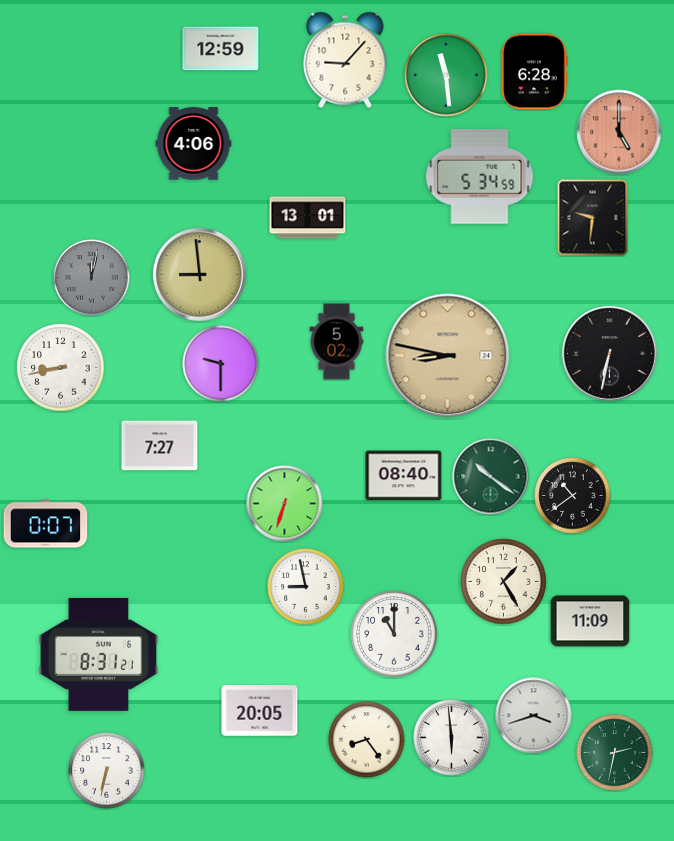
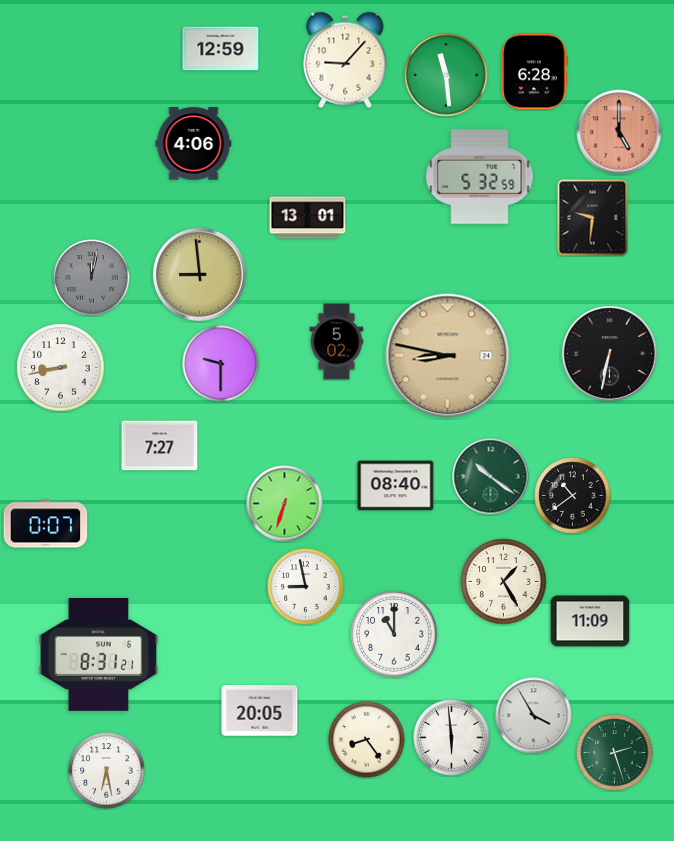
clock at (480, 177): 5:34 -> 5:32
clock at (404, 476) position: (404, 476) -> (396, 486)
clock at (534, 716): 3:42 -> 3:55
clock at (615, 753): 2:32 -> 2:27
clock at (107, 771): 6:32 -> 6:28
